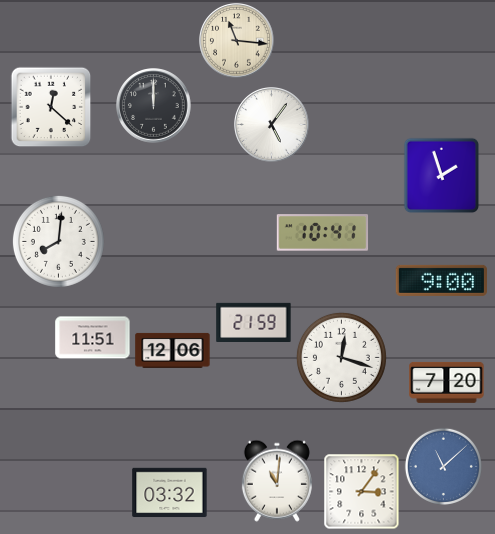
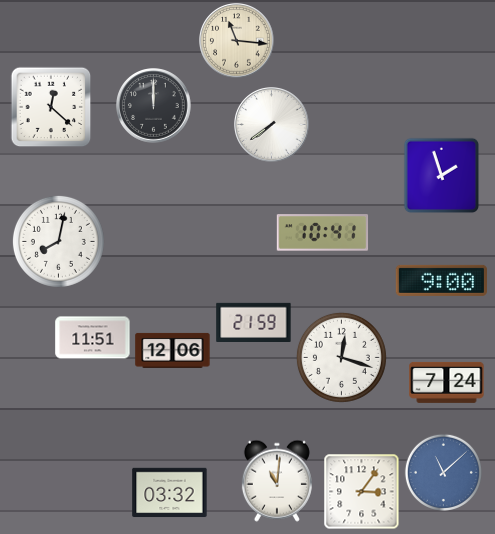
clock at (272, 125): 5:06 -> 7:39
clock at (58, 241): 8:01 -> 8:02
clock at (447, 382): 7:20 -> 7:24
clock at (443, 466) position: (443, 466) -> (443, 472)
